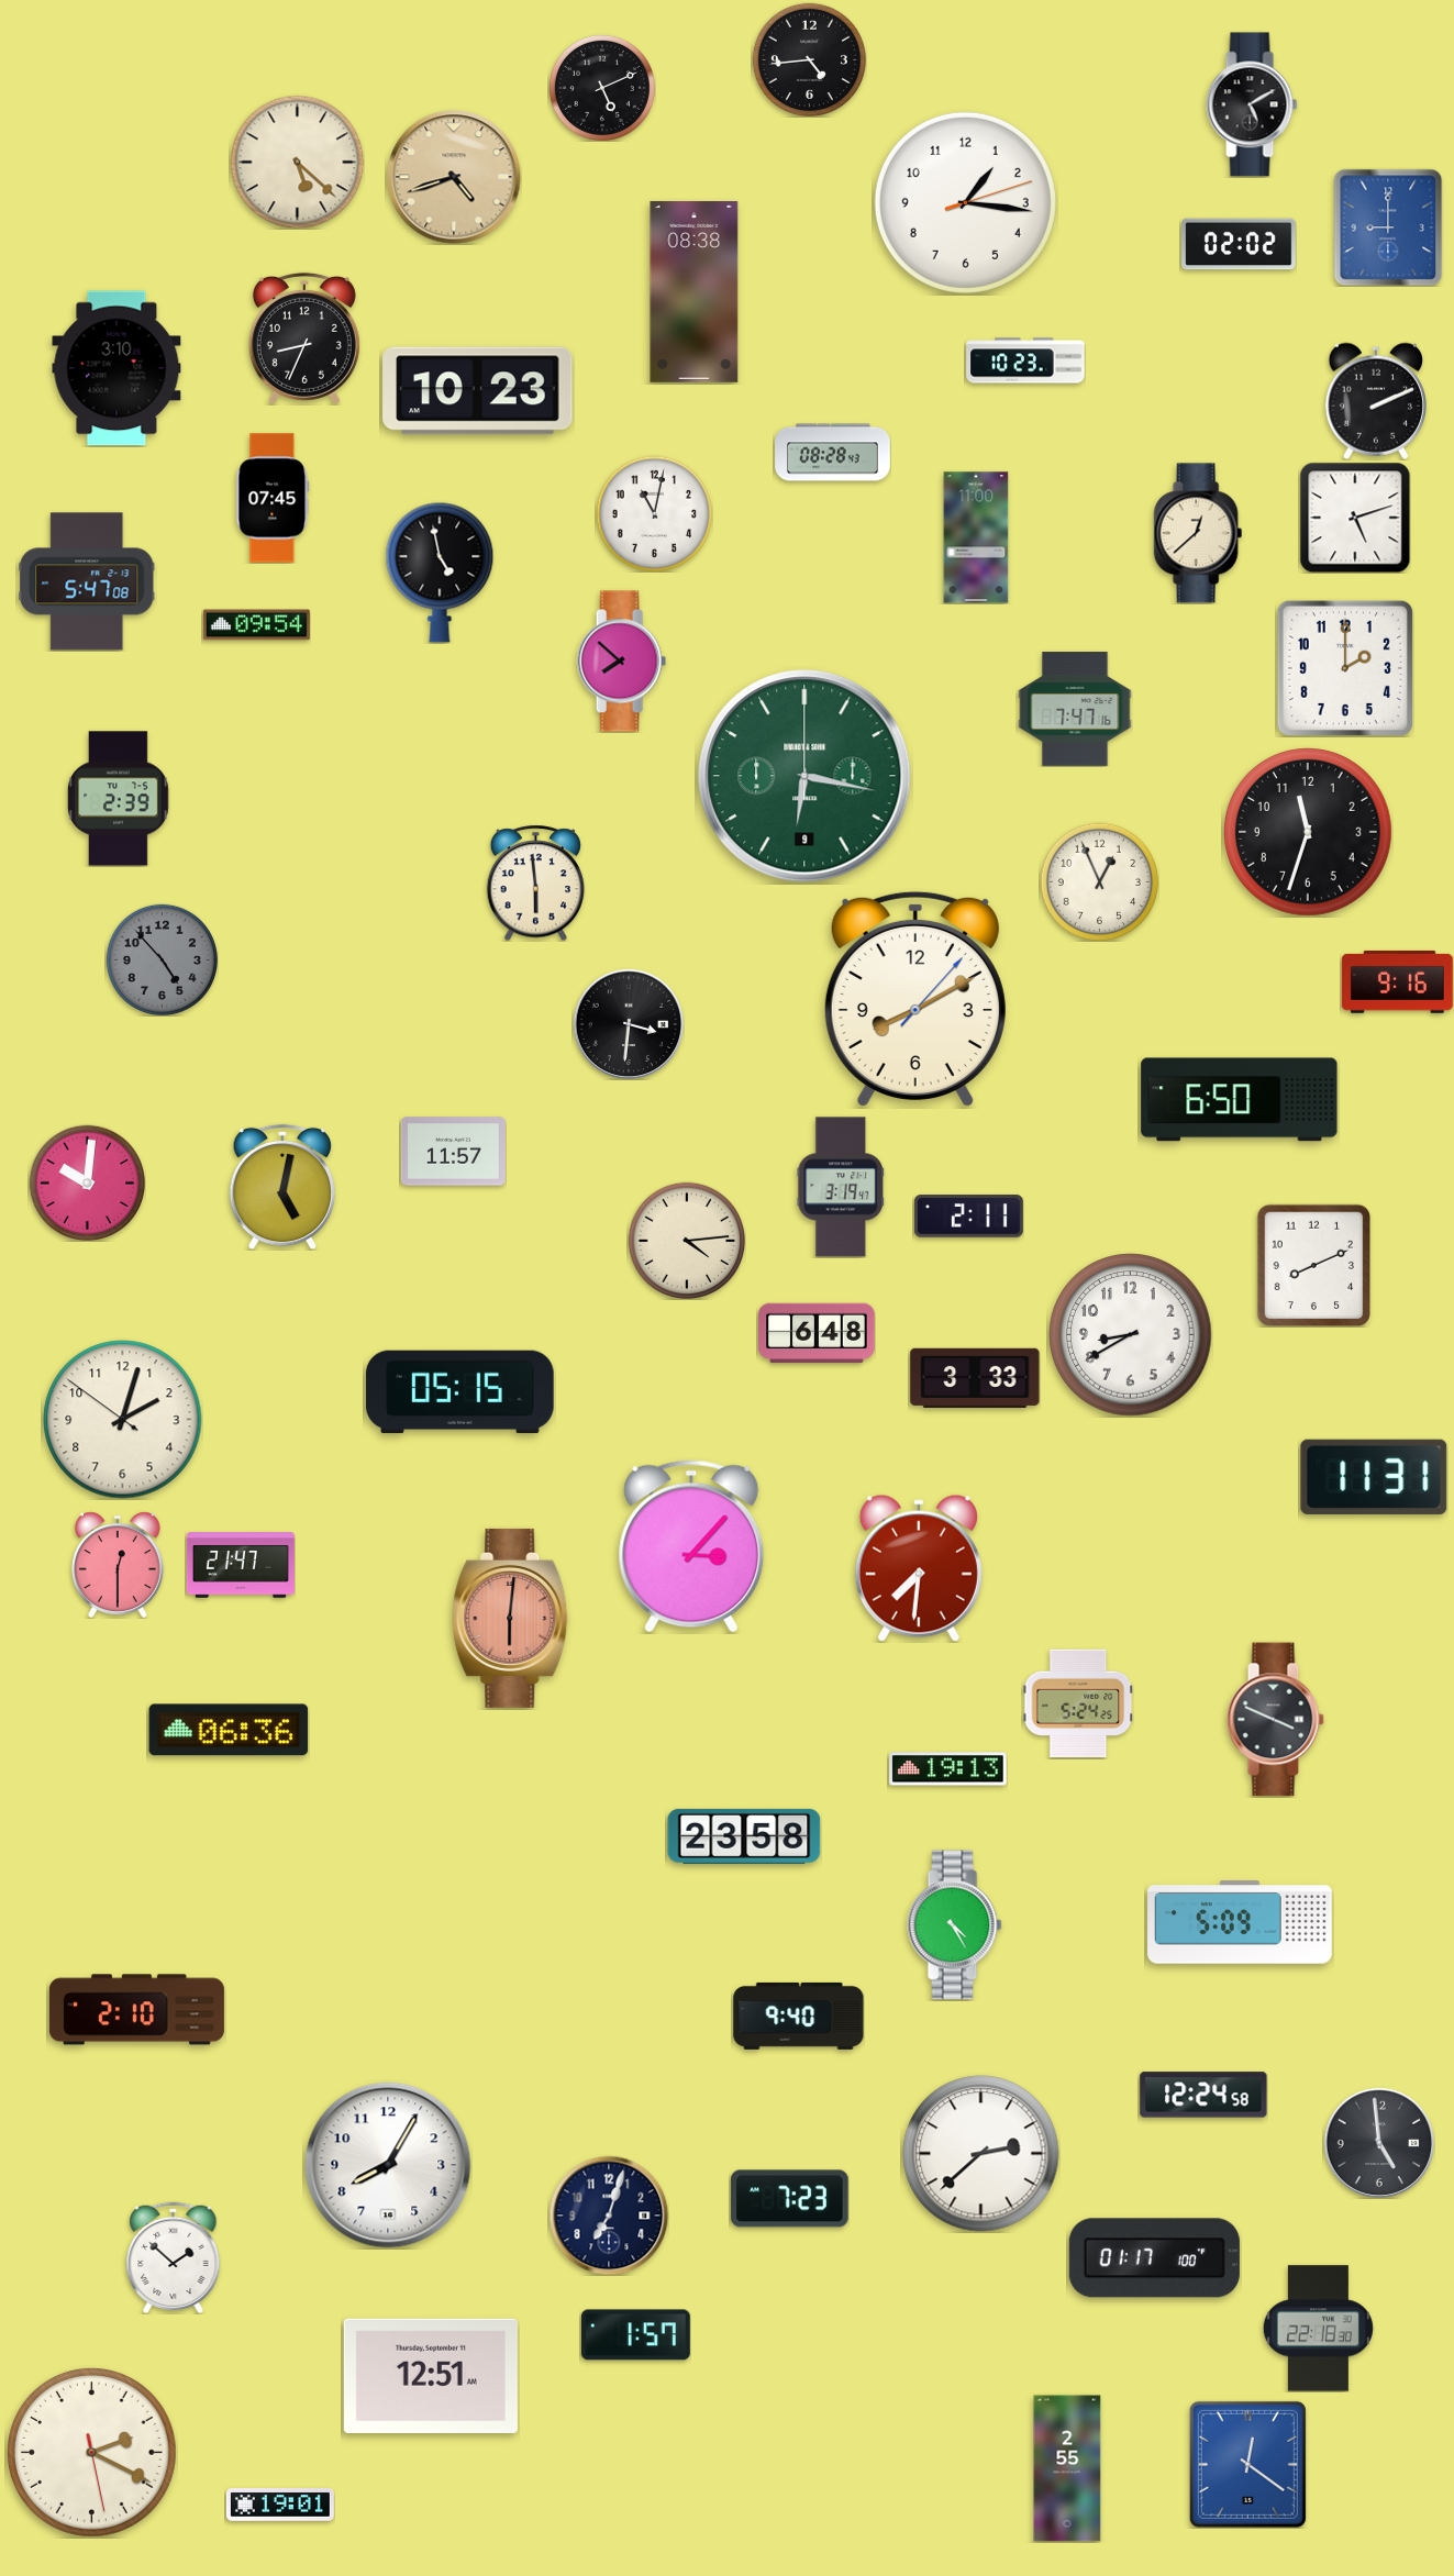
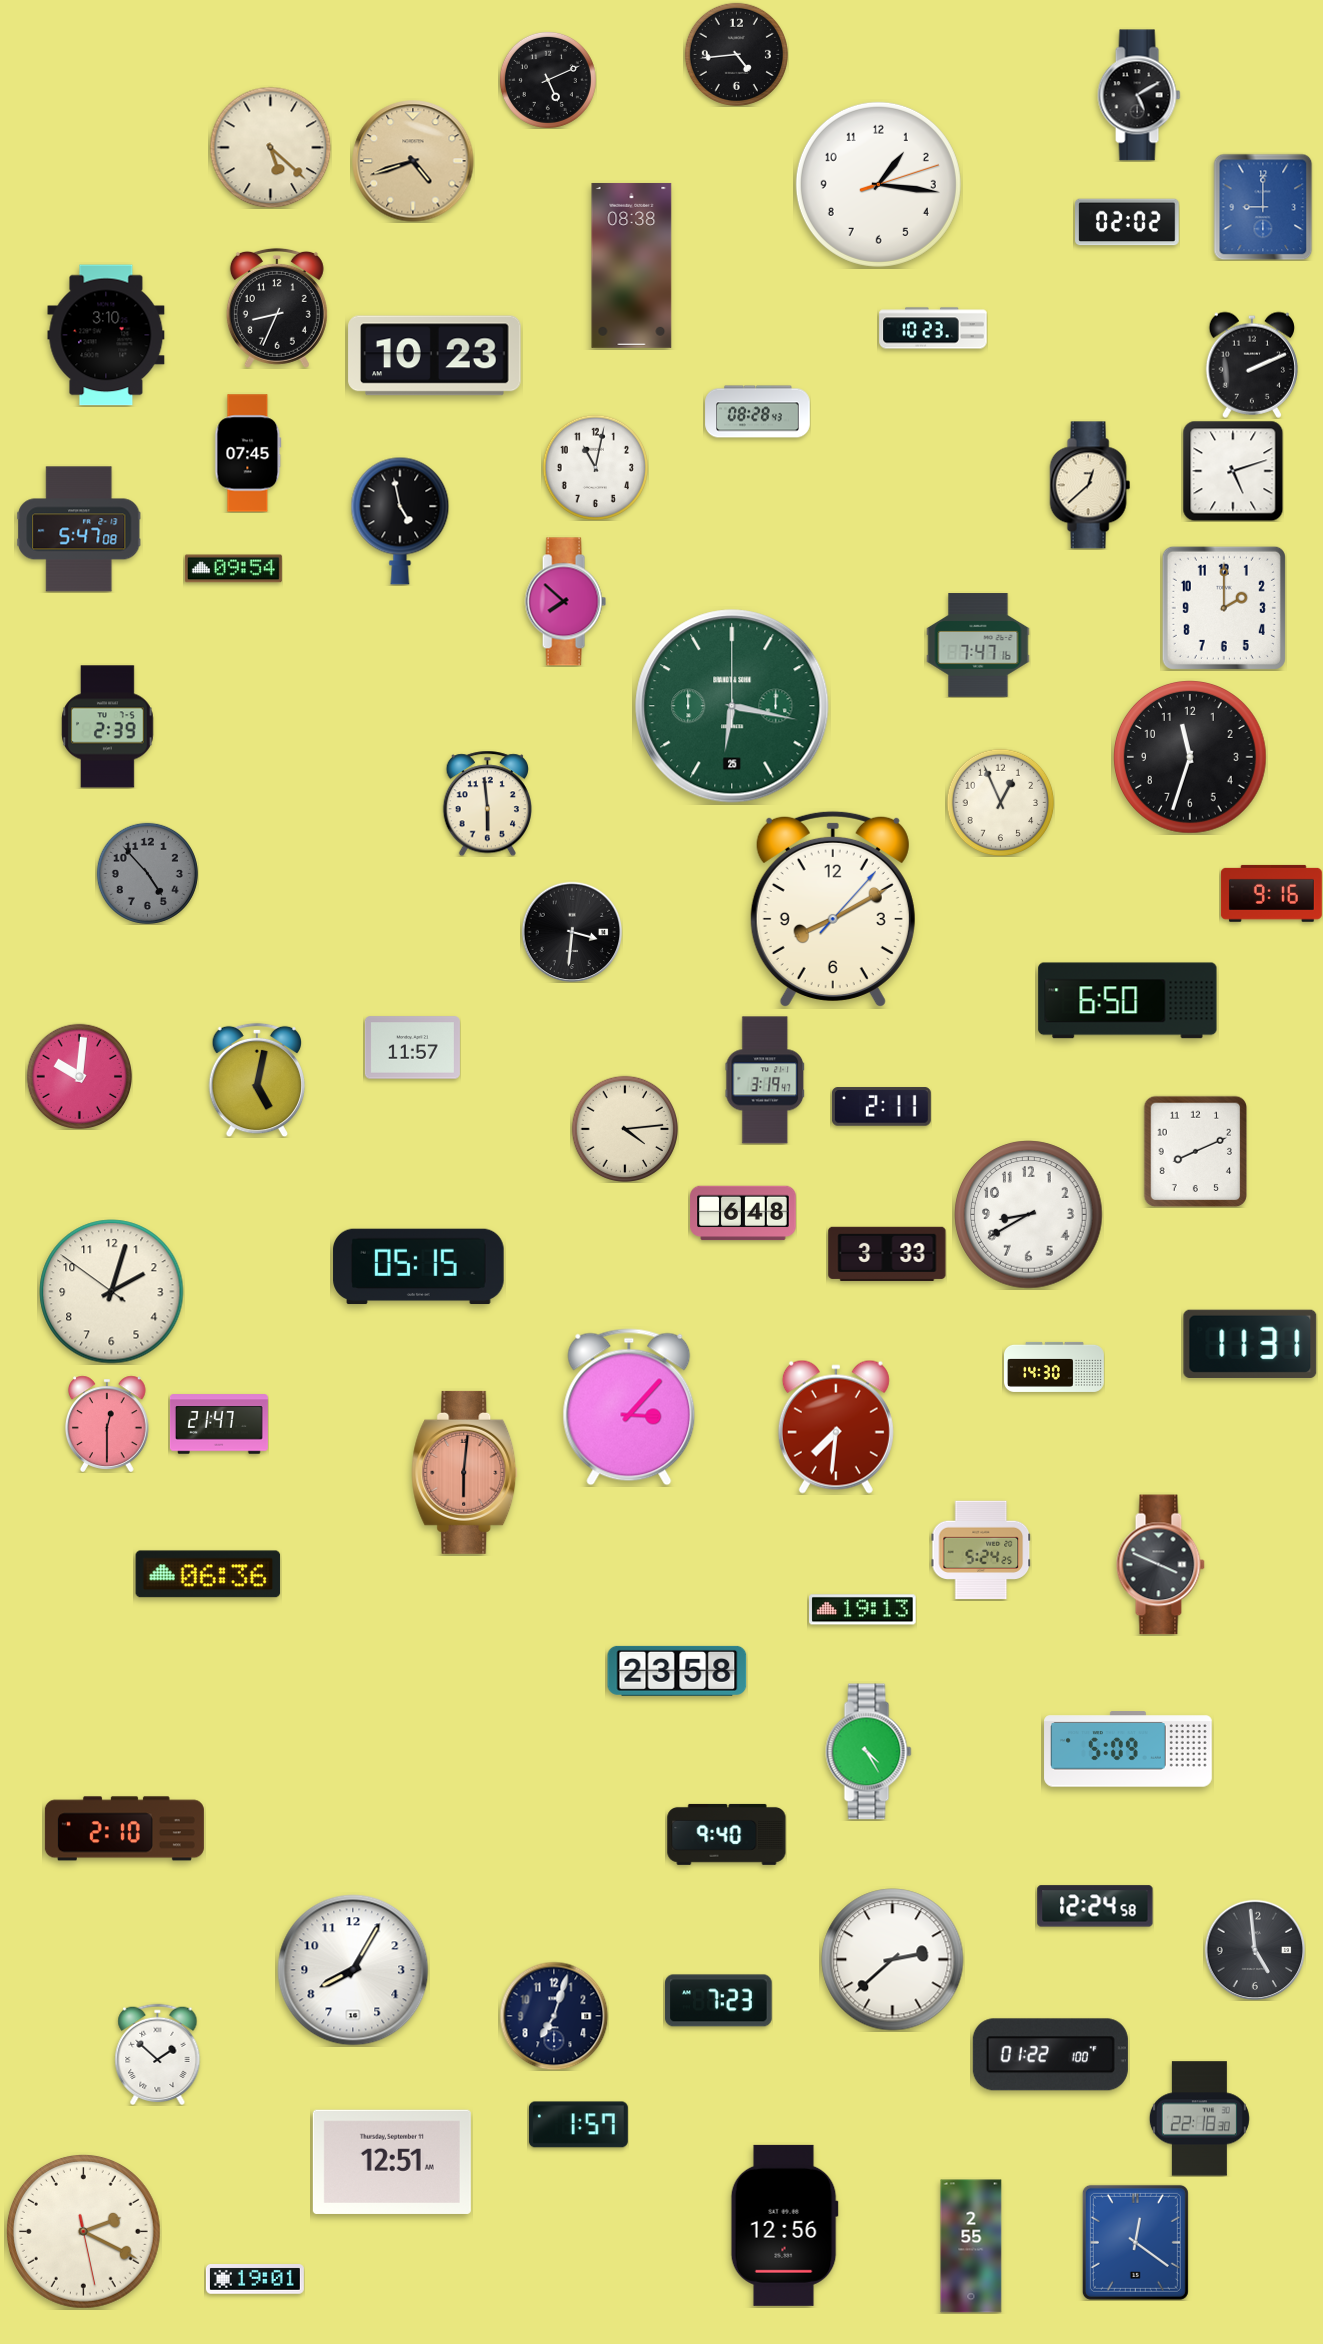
clock at (976, 537): 11:00 -> none
clock at (804, 776) date: 9 -> 25
clock at (1055, 1367): none -> 14:30
clock at (1154, 2258): 01:17 -> 01:22
clock at (784, 2225): none -> 12:56
